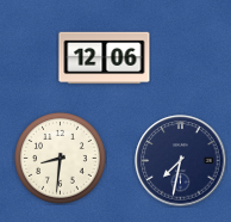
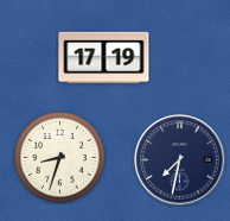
clock at (105, 58): 12:06 -> 17:19
clock at (61, 159): 8:31 -> 8:33
